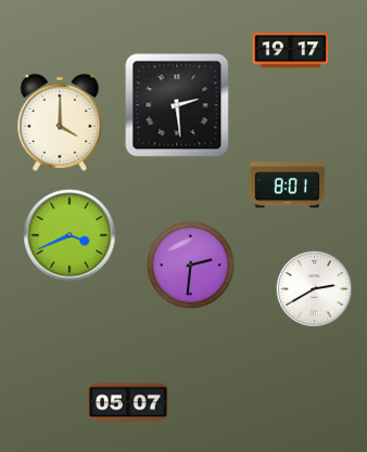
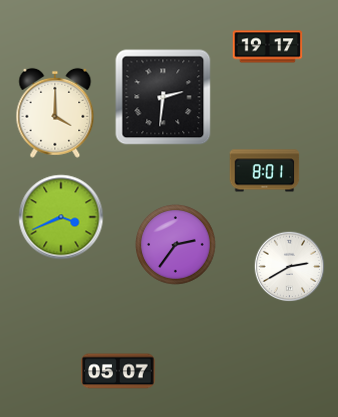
clock at (177, 105): 2:29 -> 2:31
clock at (69, 235) position: (69, 235) -> (61, 217)
clock at (191, 266): 2:31 -> 2:36
